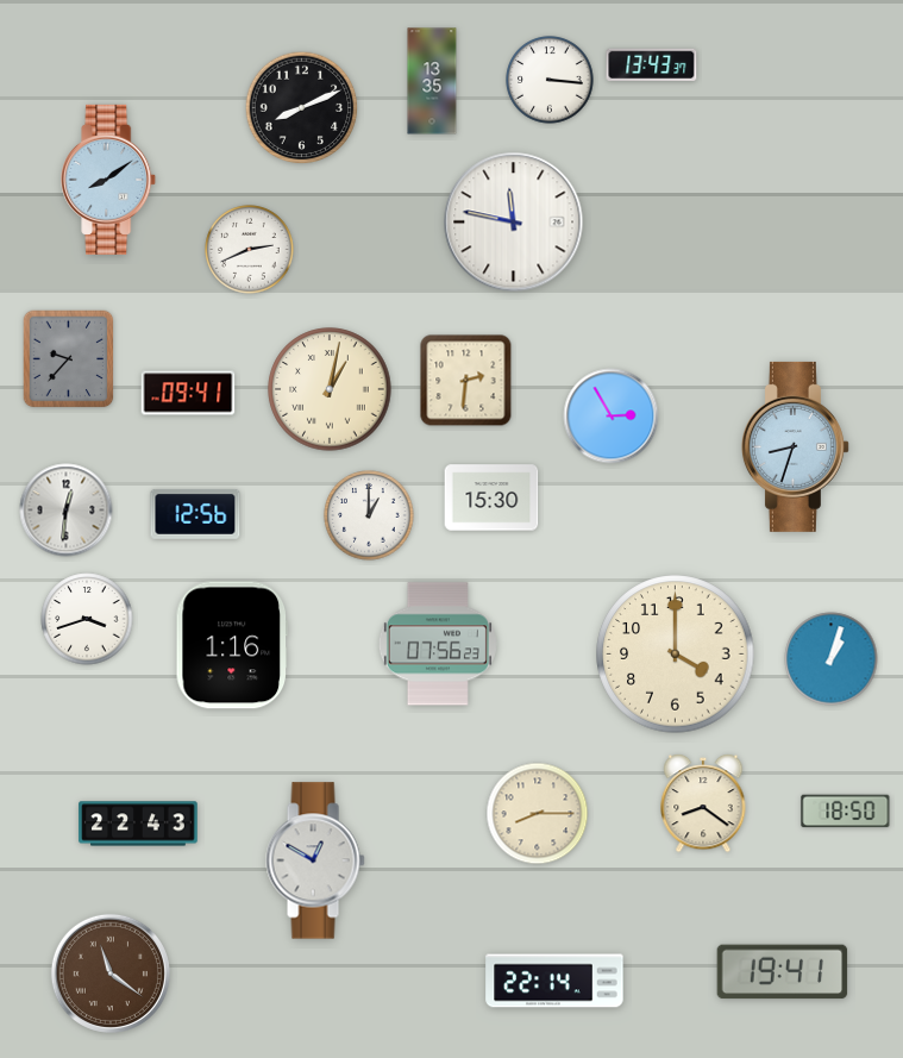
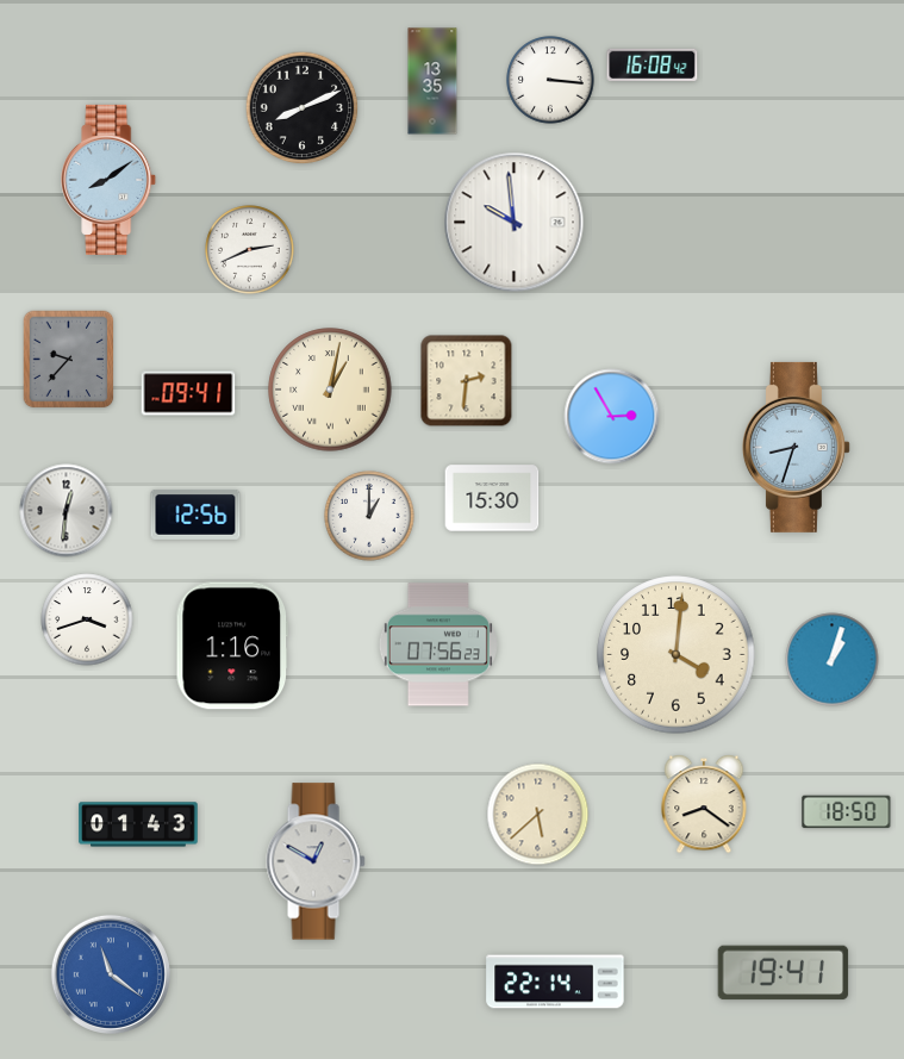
clock at (652, 64): 13:43 -> 16:08
clock at (514, 223): 11:47 -> 9:59
clock at (676, 655): 4:00 -> 4:01
clock at (538, 814): 8:15 -> 5:38
clock at (138, 824): 22:43 -> 01:43
clock at (111, 974) dial: brown -> blue
